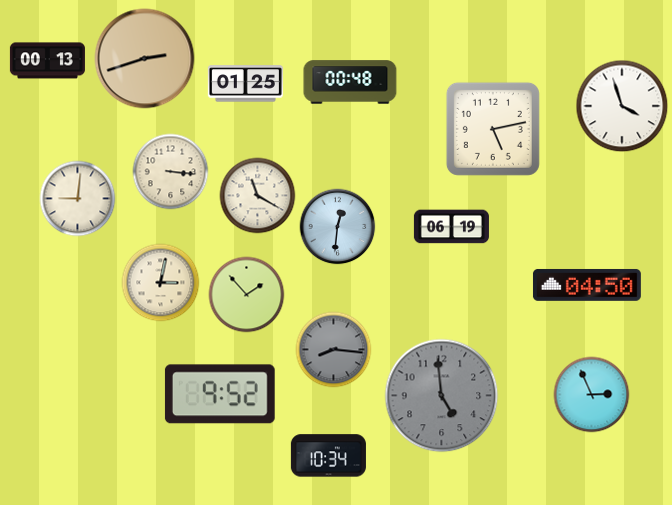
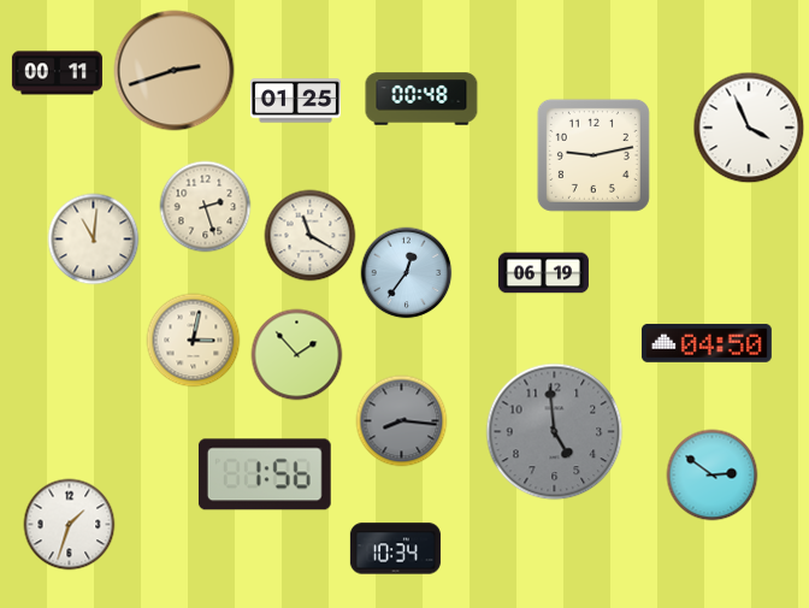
clock at (47, 61): 00:13 -> 00:11
clock at (622, 106): 3:57 -> 3:56
clock at (493, 129): 5:13 -> 9:13
clock at (171, 172): 3:16 -> 2:27
clock at (78, 199): 9:01 -> 11:01
clock at (338, 227): 12:31 -> 12:36
clock at (220, 394): 9:52 -> 1:56
clock at (592, 395): 2:56 -> 2:51
clock at (442, 396) position: (442, 396) -> (555, 432)
clock at (70, 525): none -> 1:33
